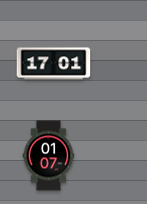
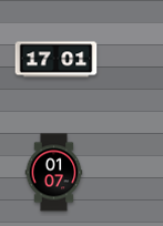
clock at (54, 64) position: (54, 64) -> (57, 60)
